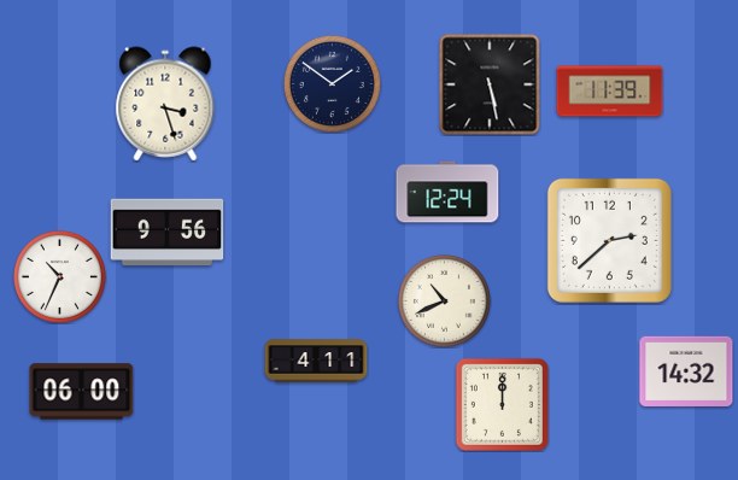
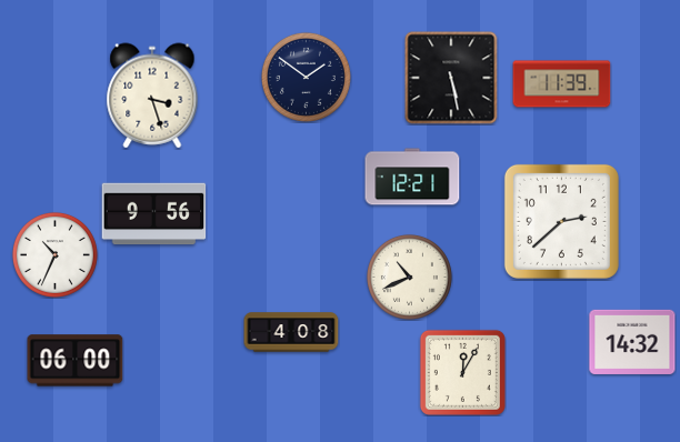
clock at (447, 192): 12:24 -> 12:21
clock at (316, 361): 4:11 -> 4:08
clock at (502, 404): 12:00 -> 12:05
